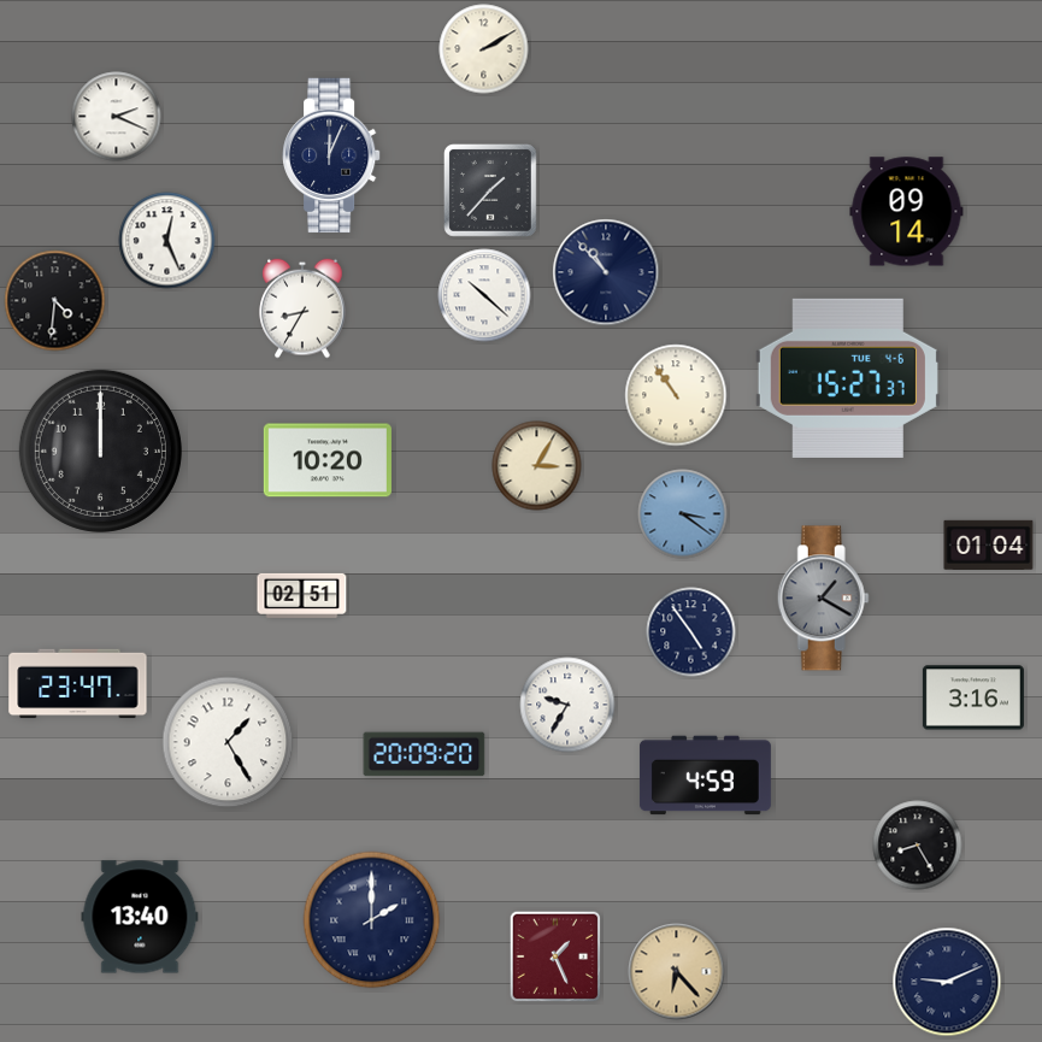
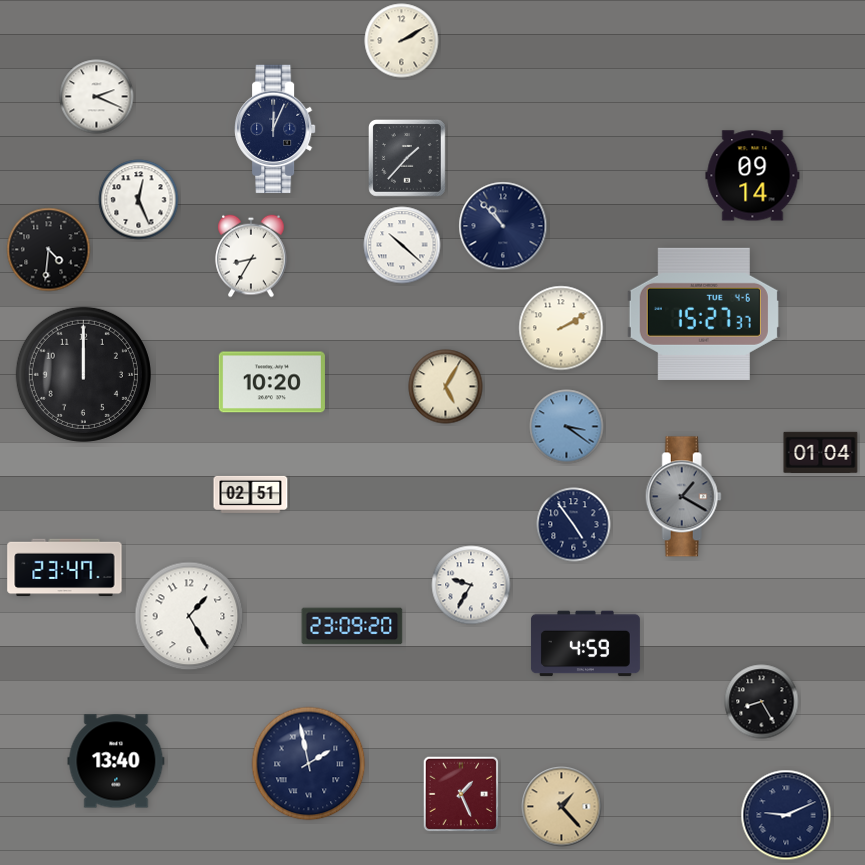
clock at (55, 301) position: (55, 301) -> (49, 250)
clock at (676, 395): 10:54 -> 2:10
clock at (537, 466): 3:05 -> 5:05
clock at (973, 697): 3:16 -> none
clock at (424, 754): 20:09 -> 23:09
clock at (372, 920): 2:00 -> 1:58
clock at (677, 972): 6:23 -> 1:23
